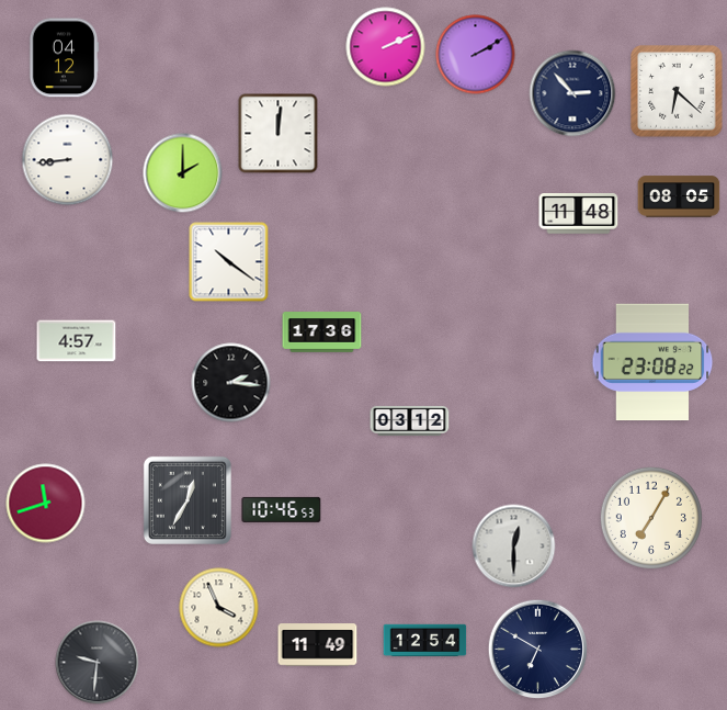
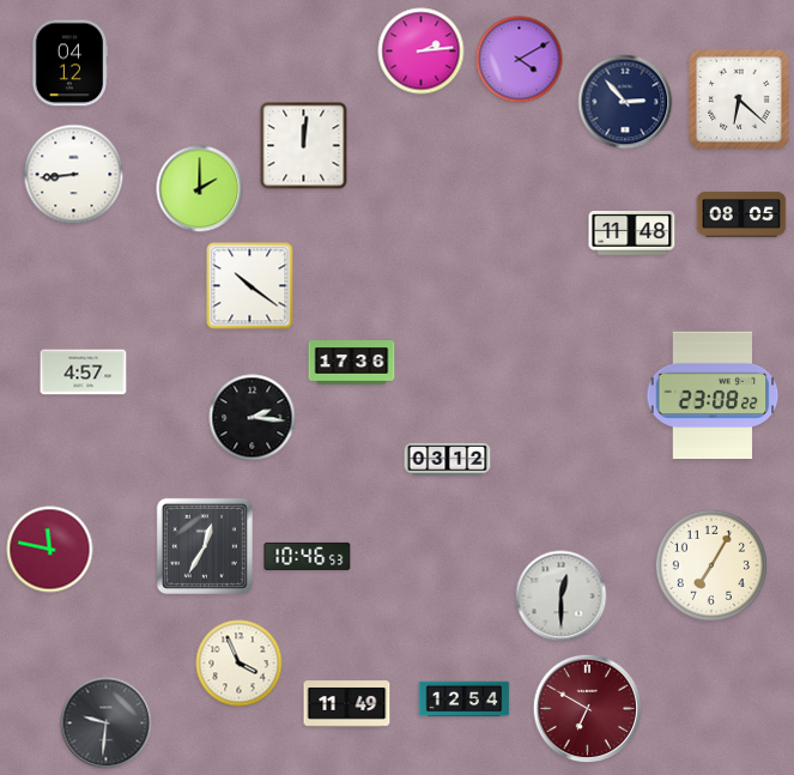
clock at (386, 47): 2:11 -> 2:14
clock at (476, 55): 2:10 -> 4:10
clock at (46, 504): 11:42 -> 11:47
clock at (538, 650) dial: navy -> burgundy
